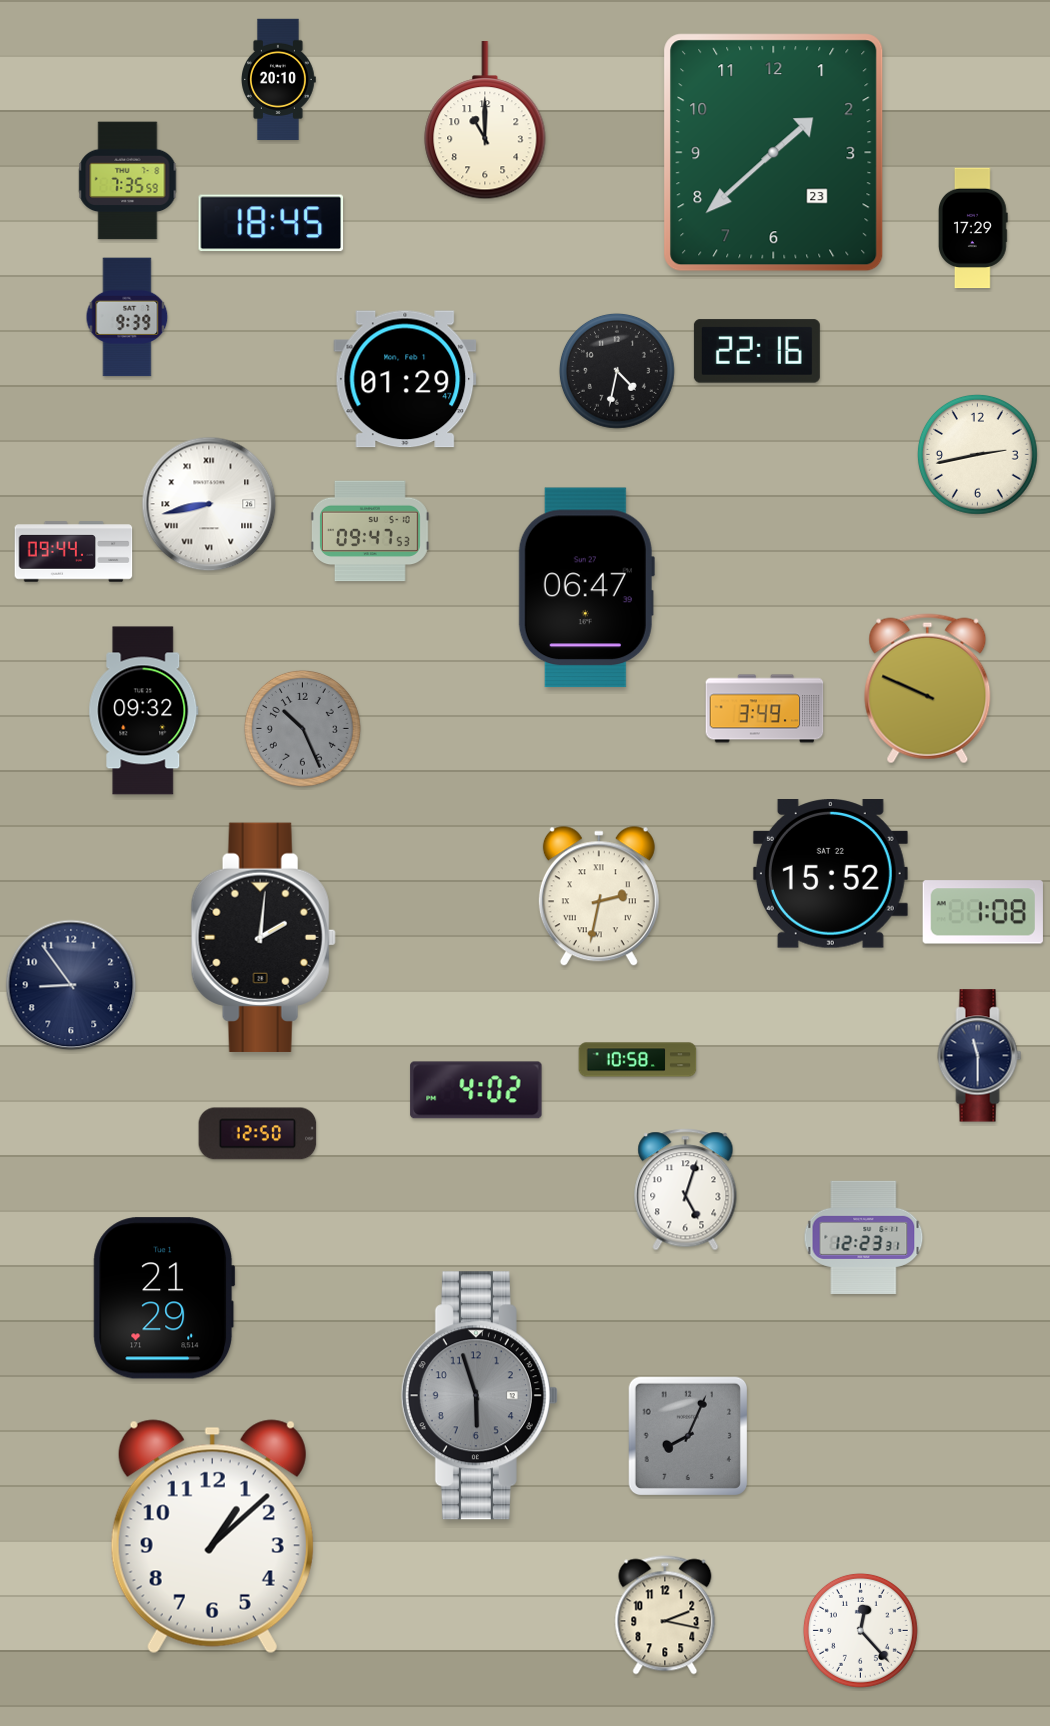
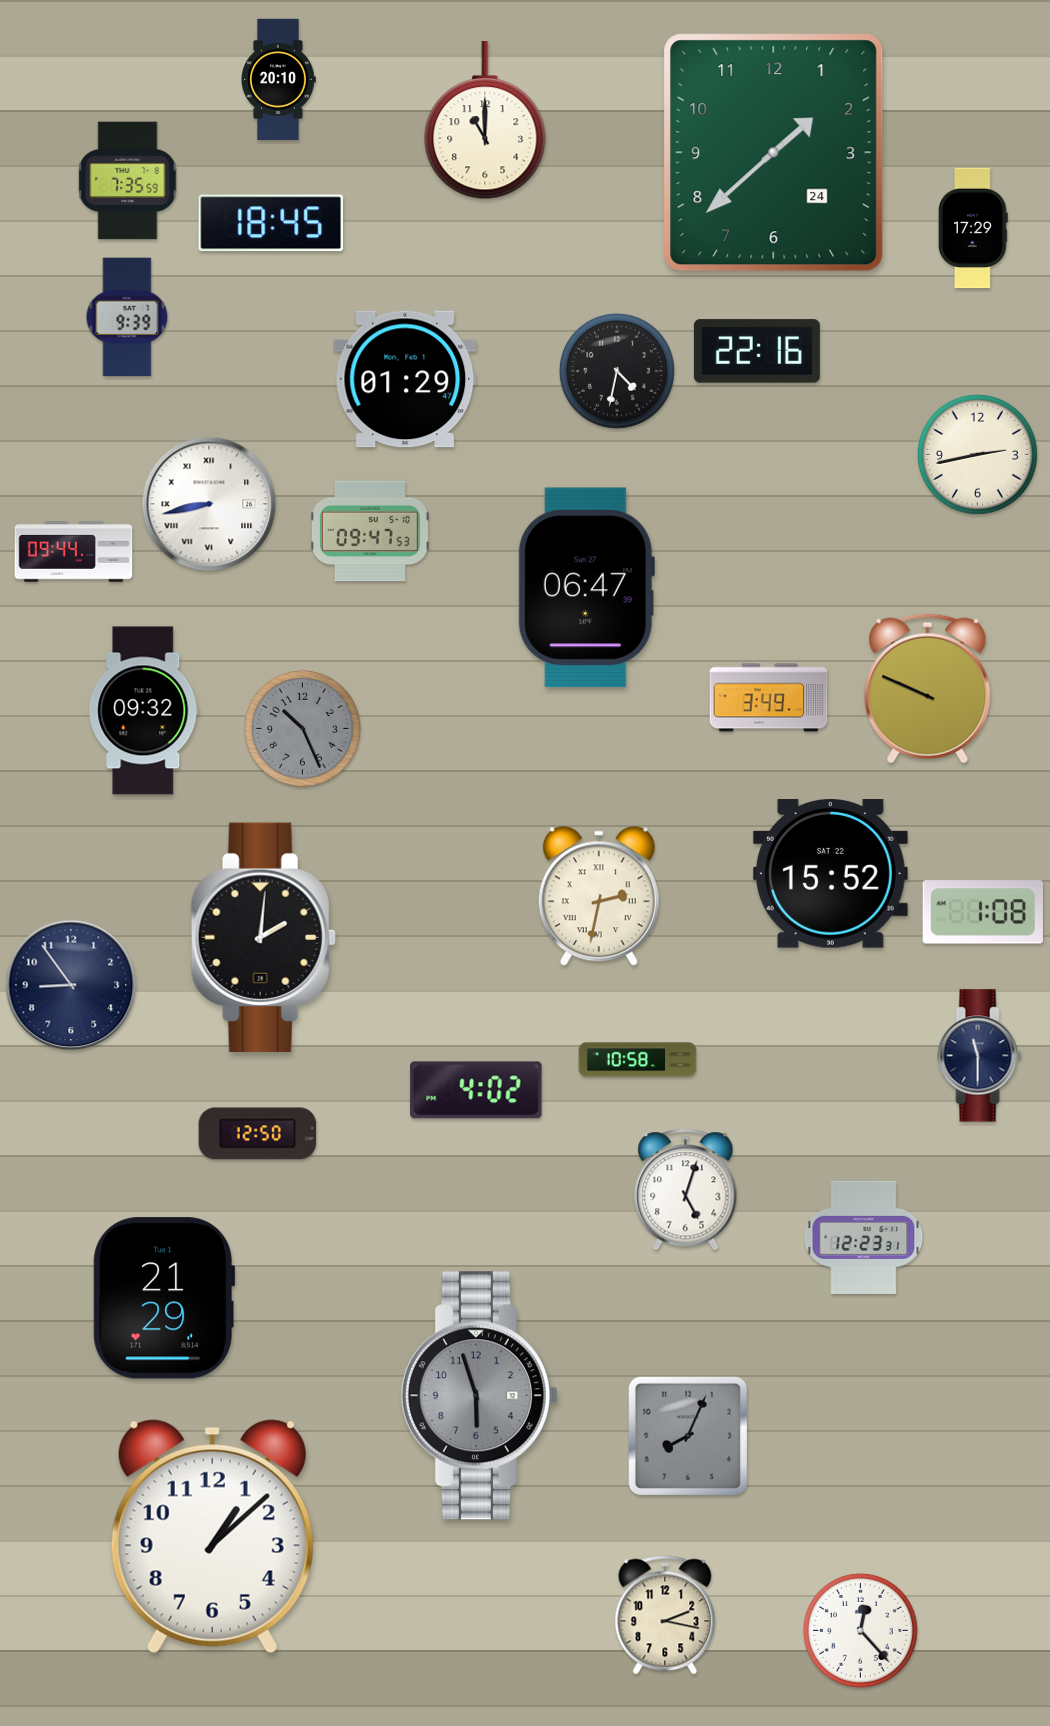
clock at (774, 153) date: 23 -> 24
clock at (765, 709) position: (765, 709) -> (769, 698)
